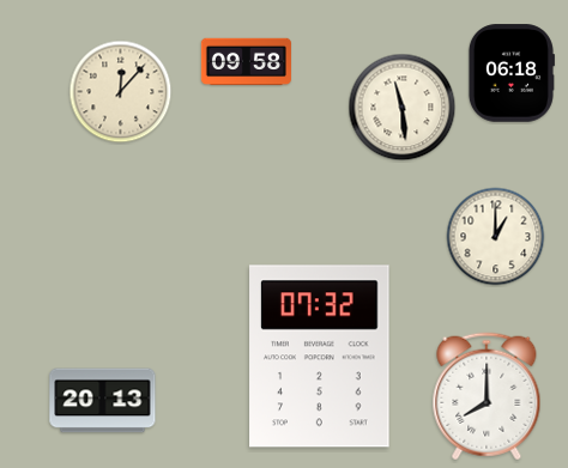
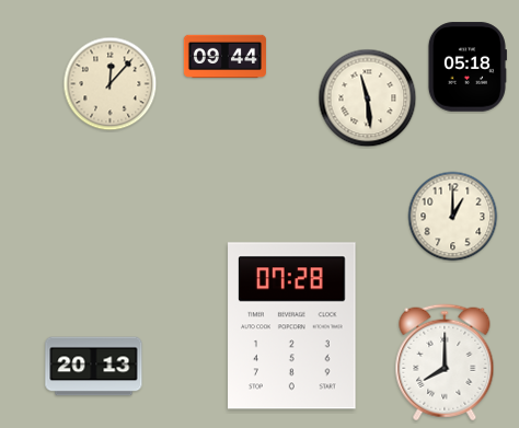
clock at (246, 62): 09:58 -> 09:44
clock at (510, 73): 06:18 -> 05:18
clock at (320, 357): 07:32 -> 07:28
